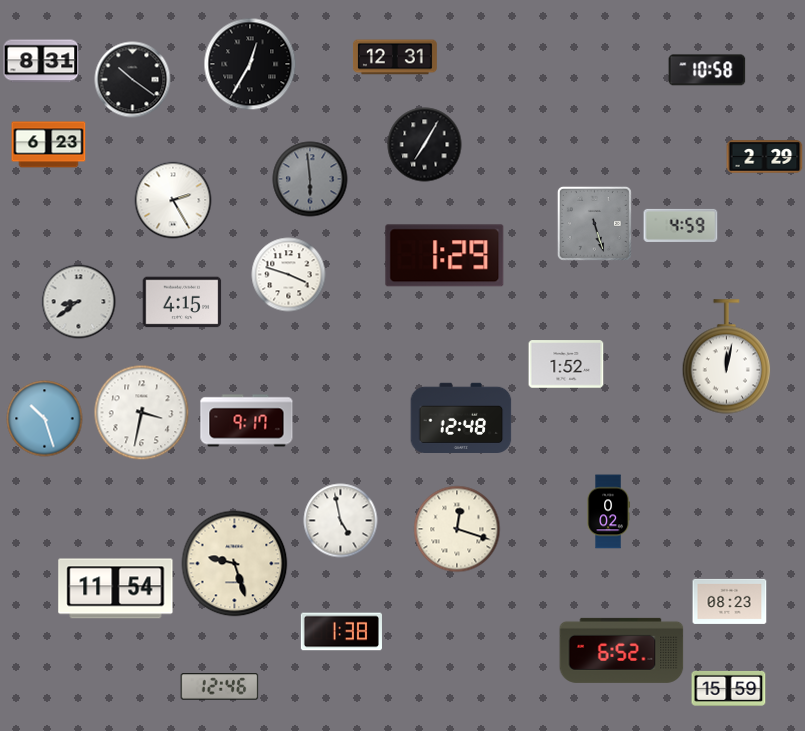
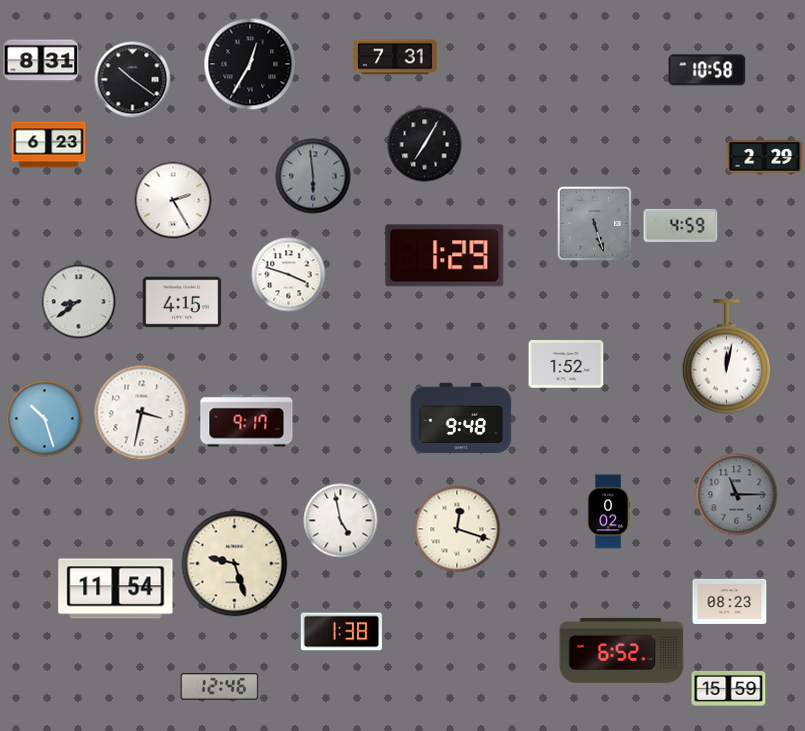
clock at (395, 57): 12:31 -> 7:31
clock at (310, 179) position: (310, 179) -> (313, 176)
clock at (461, 417): 12:48 -> 9:48
clock at (737, 495): none -> 11:15
